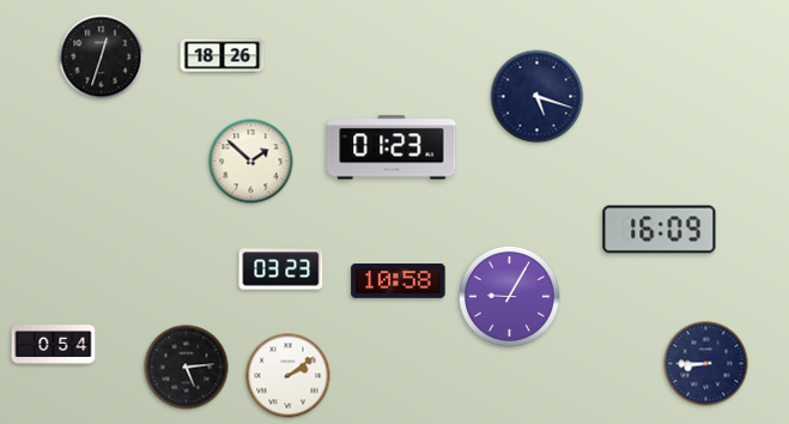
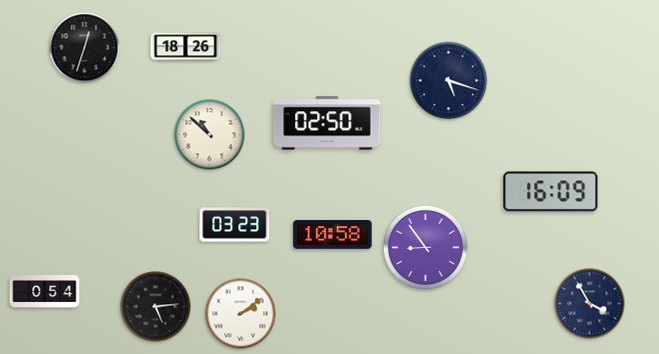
clock at (392, 147): 01:23 -> 02:50
clock at (251, 162): 1:52 -> 10:52
clock at (509, 296): 9:05 -> 8:54
clock at (54, 345) position: (54, 345) -> (45, 292)
clock at (706, 364): 8:45 -> 3:55
